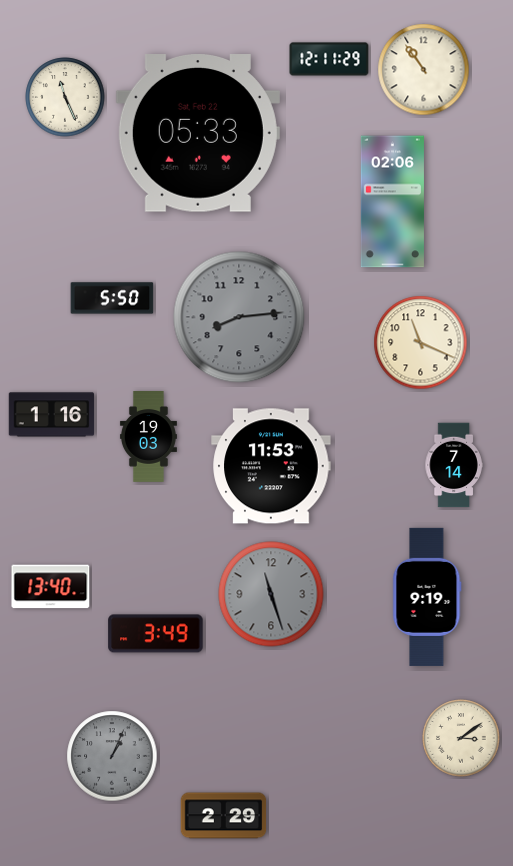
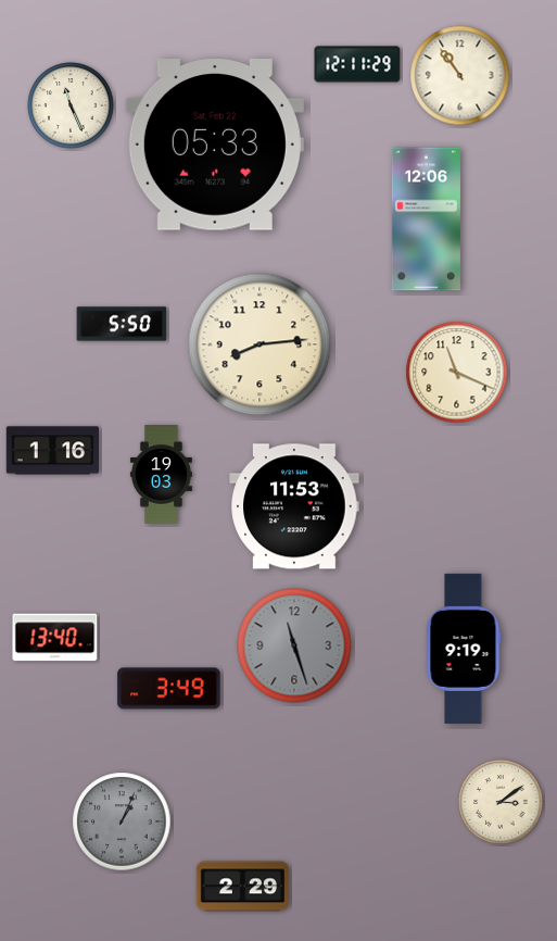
clock at (392, 202): 02:06 -> 12:06
clock at (239, 317) dial: grey -> cream
clock at (52, 415) position: (52, 415) -> (53, 451)
clock at (454, 465): 7:14 -> none
